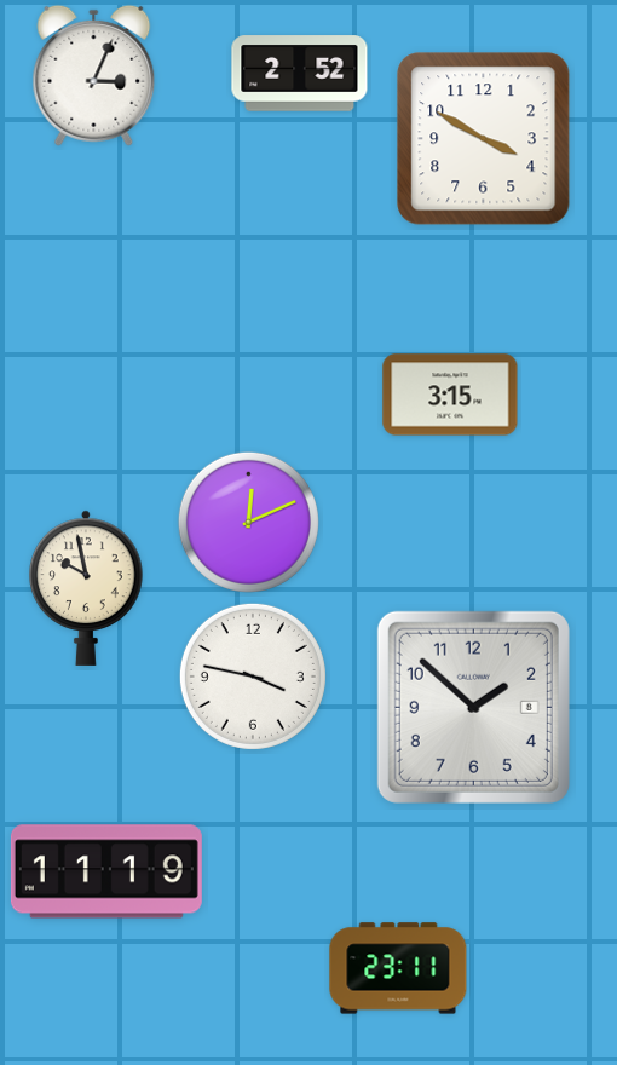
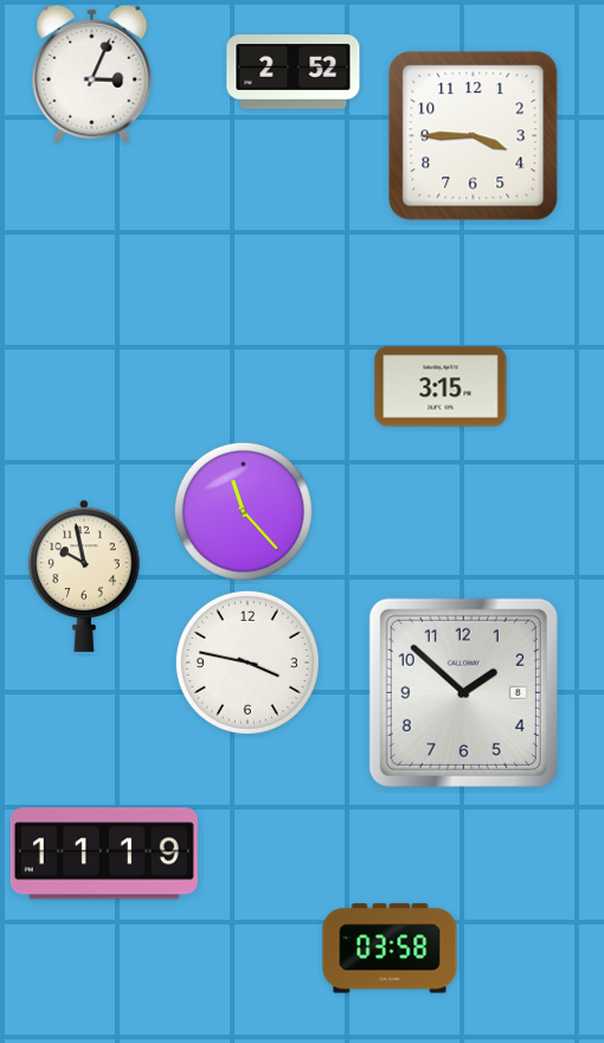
clock at (484, 139): 3:50 -> 3:45
clock at (248, 522): 12:11 -> 11:23
clock at (398, 968): 23:11 -> 03:58
